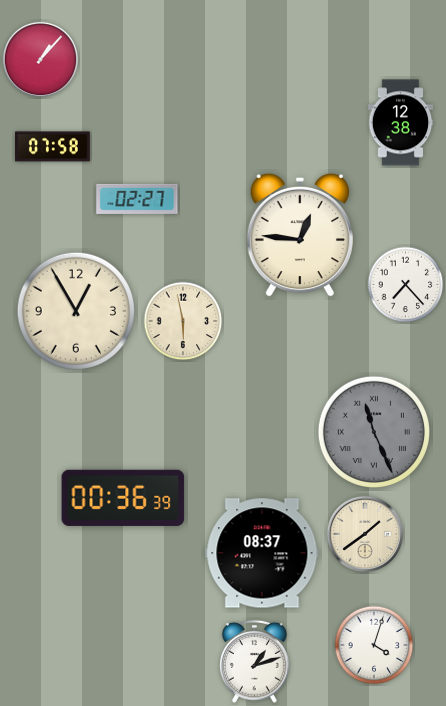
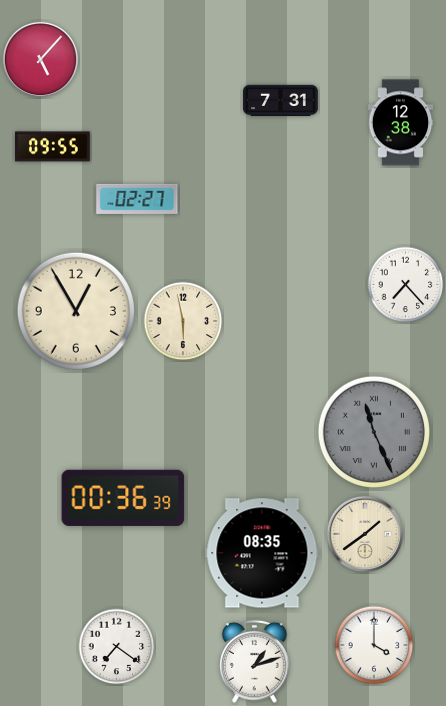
clock at (40, 59): 1:07 -> 5:07
clock at (281, 100): none -> 7:31
clock at (53, 147): 07:58 -> 09:55
clock at (299, 235): 12:46 -> none
clock at (262, 553): 08:37 -> 08:35
clock at (374, 645): 4:03 -> 4:00
clock at (117, 647): none -> 7:21
